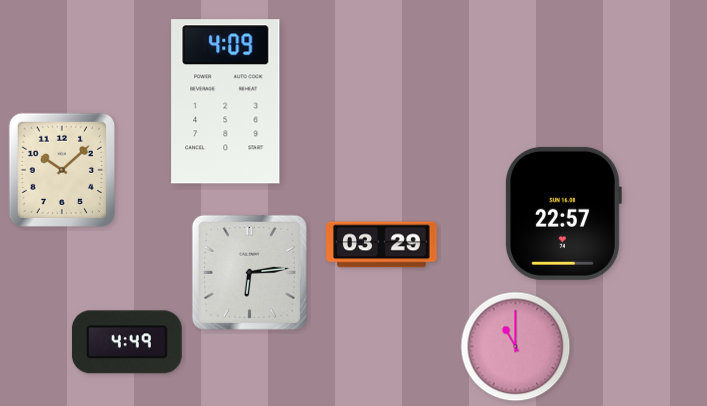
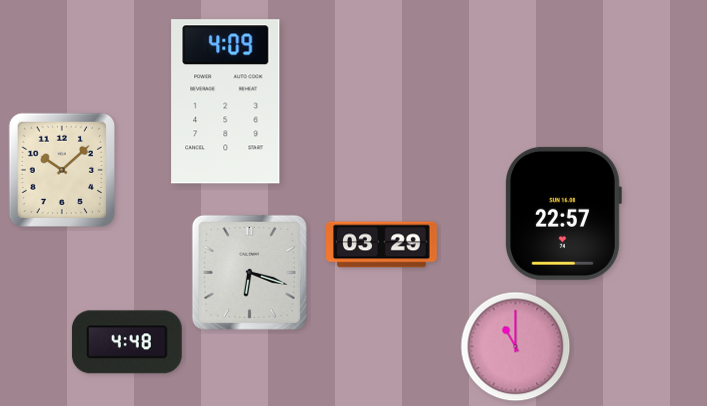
clock at (249, 272): 6:14 -> 6:18
clock at (127, 342): 4:49 -> 4:48
